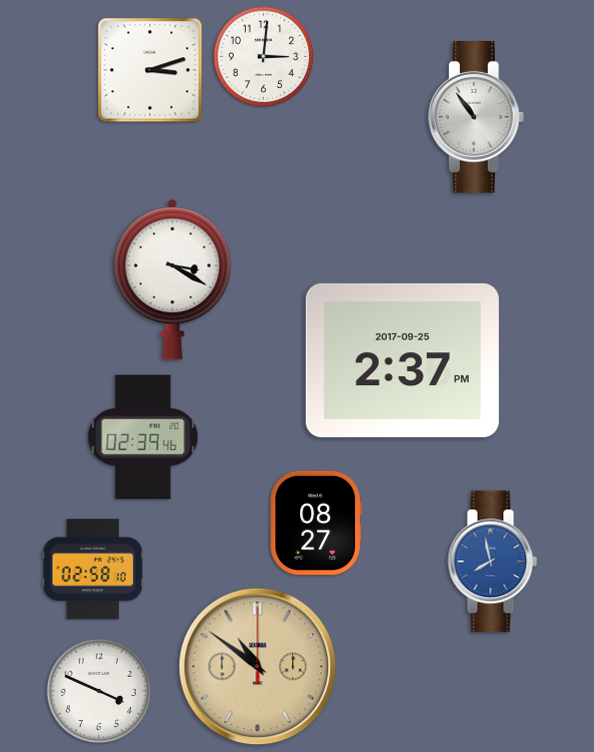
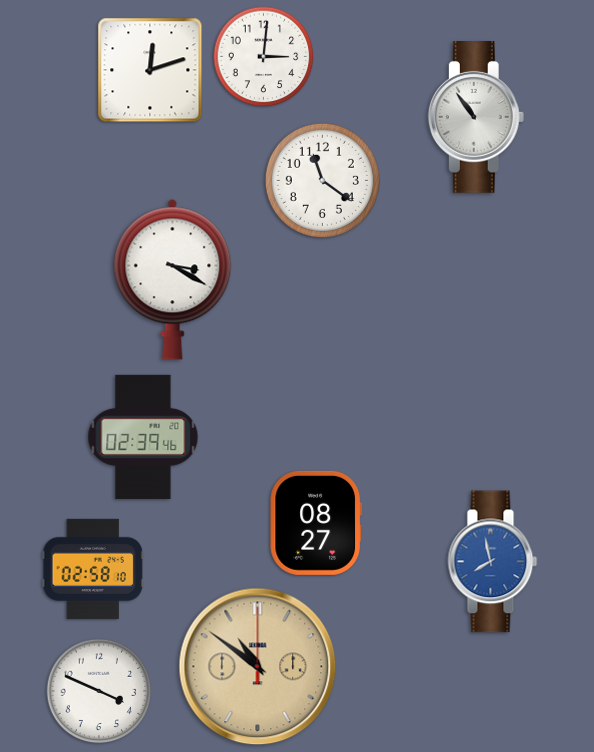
clock at (150, 70): 3:12 -> 12:12
clock at (322, 180): none -> 11:21
clock at (402, 361): 2:37 -> none
